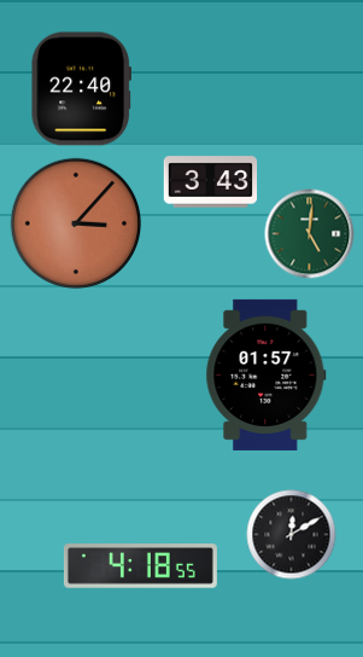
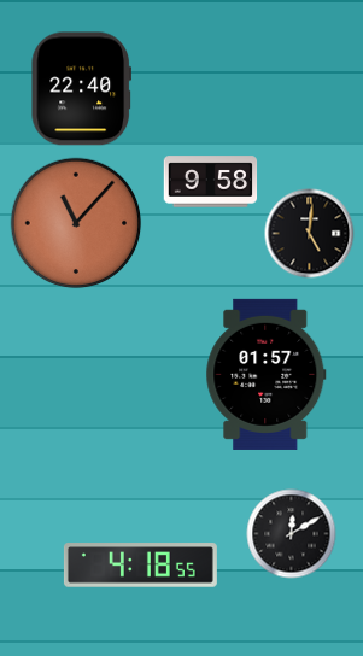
clock at (211, 182): 3:43 -> 9:58
clock at (76, 223): 3:07 -> 11:07
clock at (310, 234) dial: green -> black
